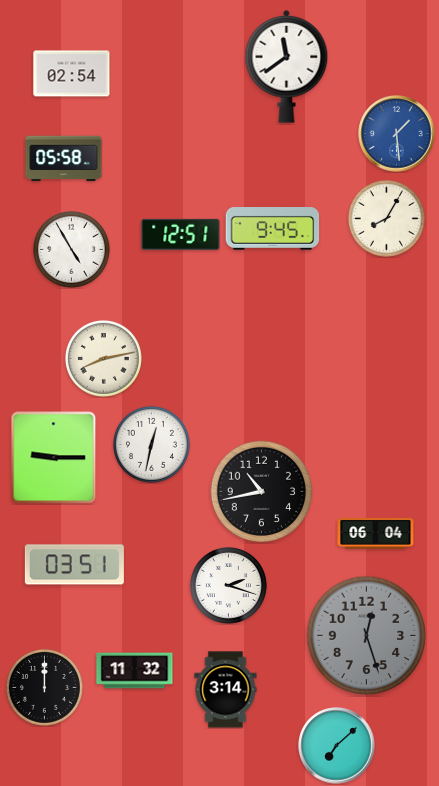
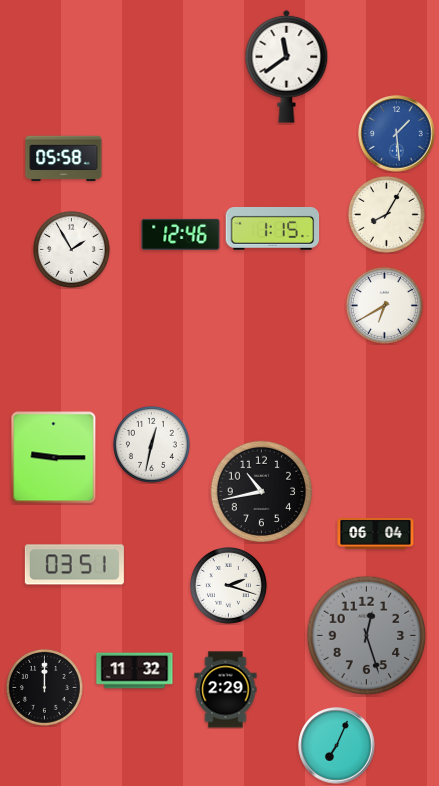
clock at (72, 74): 02:54 -> none
clock at (386, 218) position: (386, 218) -> (386, 214)
clock at (273, 229): 9:45 -> 1:15
clock at (181, 234): 12:51 -> 12:46
clock at (71, 249): 4:55 -> 1:55
clock at (384, 305): none -> 6:40
clock at (103, 358): 8:13 -> none
clock at (226, 690): 3:14 -> 2:29
clock at (337, 746): 7:08 -> 7:04
